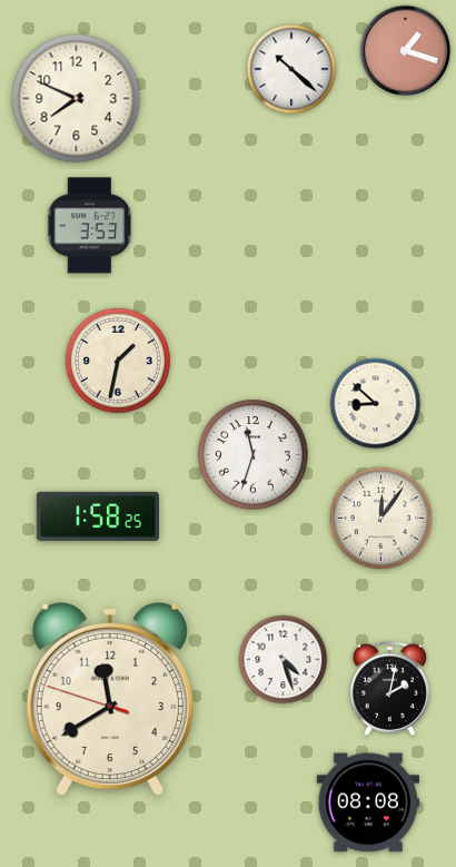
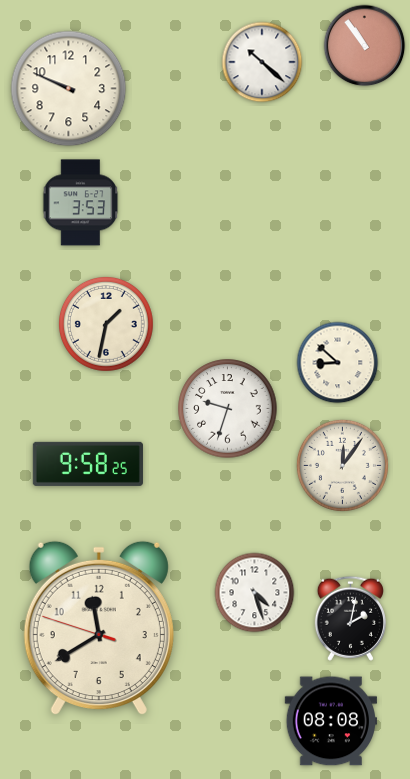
clock at (406, 51): 1:18 -> 10:54
clock at (77, 99): 7:49 -> 9:49
clock at (254, 455): 11:33 -> 9:33
clock at (98, 516): 1:58 -> 9:58
